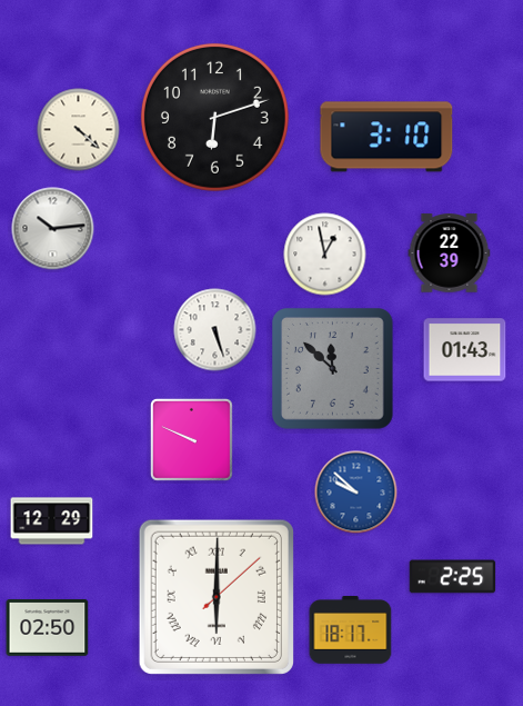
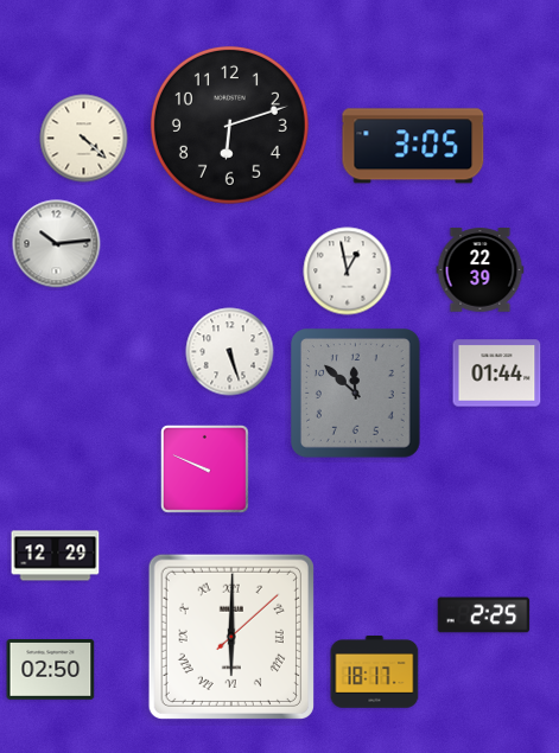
clock at (386, 137): 3:10 -> 3:05
clock at (465, 350): 01:43 -> 01:44
clock at (356, 493): 9:52 -> none
